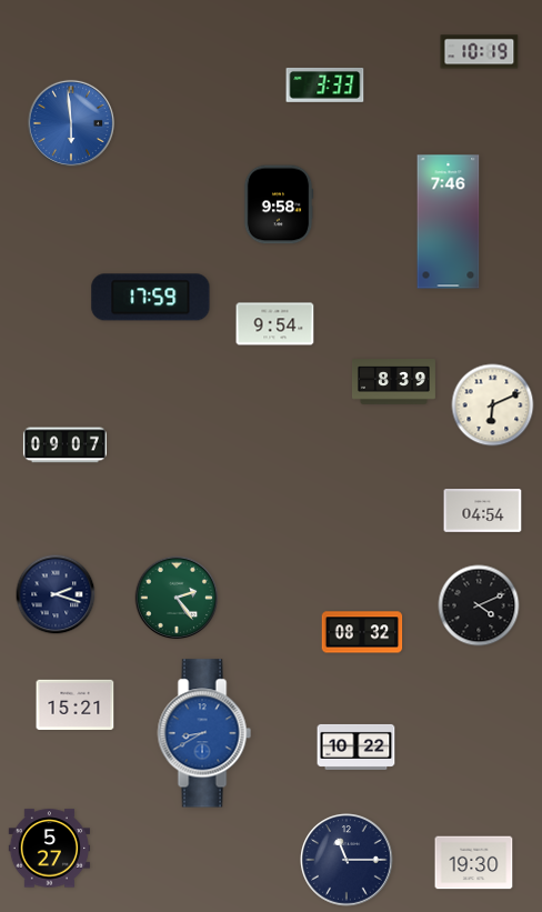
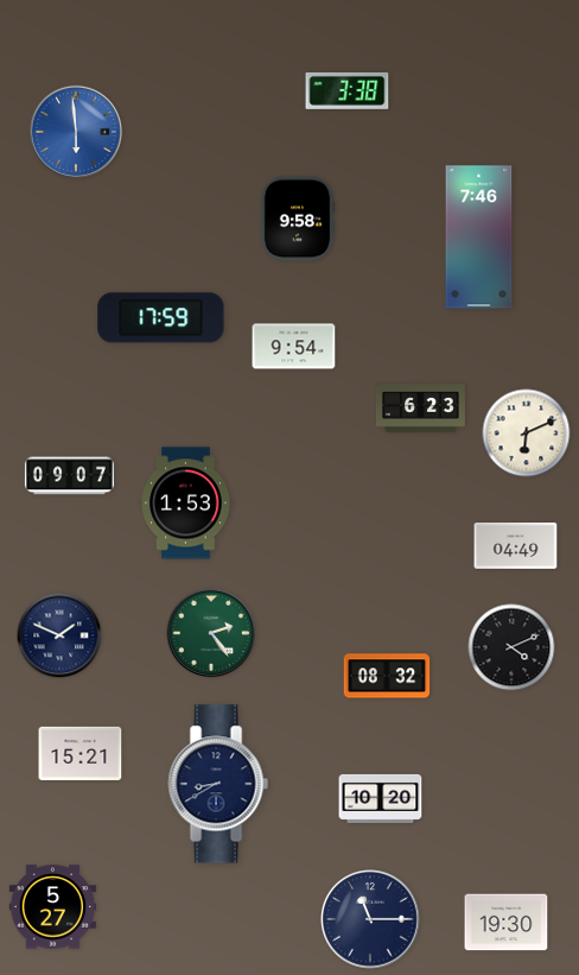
clock at (480, 52): 10:19 -> none
clock at (325, 84): 3:33 -> 3:38
clock at (393, 382): 8:39 -> 6:23
clock at (186, 504): none -> 1:53
clock at (483, 511): 04:54 -> 04:49
clock at (56, 594): 2:18 -> 1:49
clock at (177, 598) position: (177, 598) -> (211, 633)
clock at (204, 733) dial: blue -> navy
clock at (357, 746): 10:22 -> 10:20
